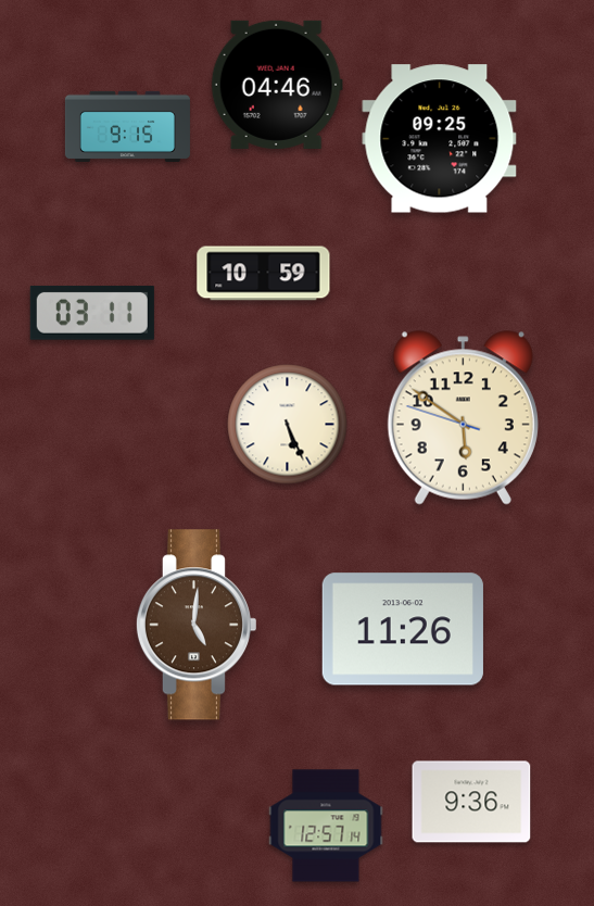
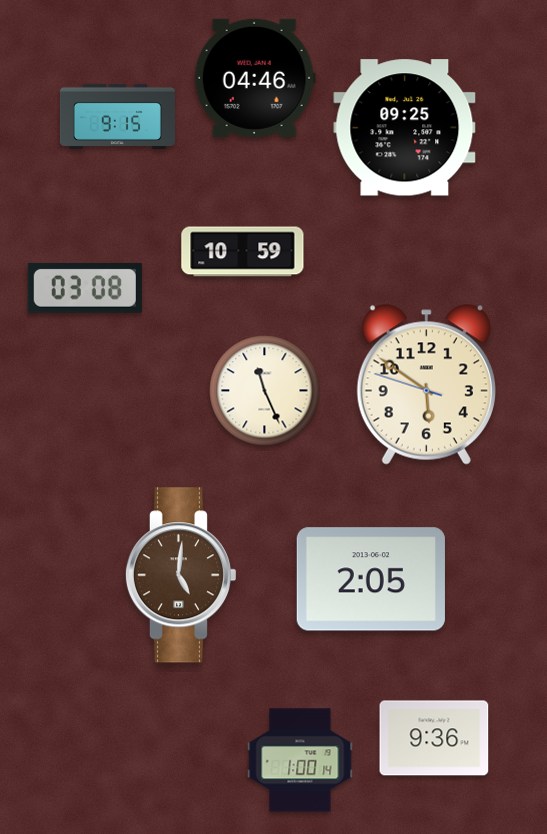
clock at (92, 313): 03:11 -> 03:08
clock at (288, 425): 5:26 -> 11:26
clock at (403, 629): 11:26 -> 2:05
clock at (326, 826): 12:57 -> 1:00
